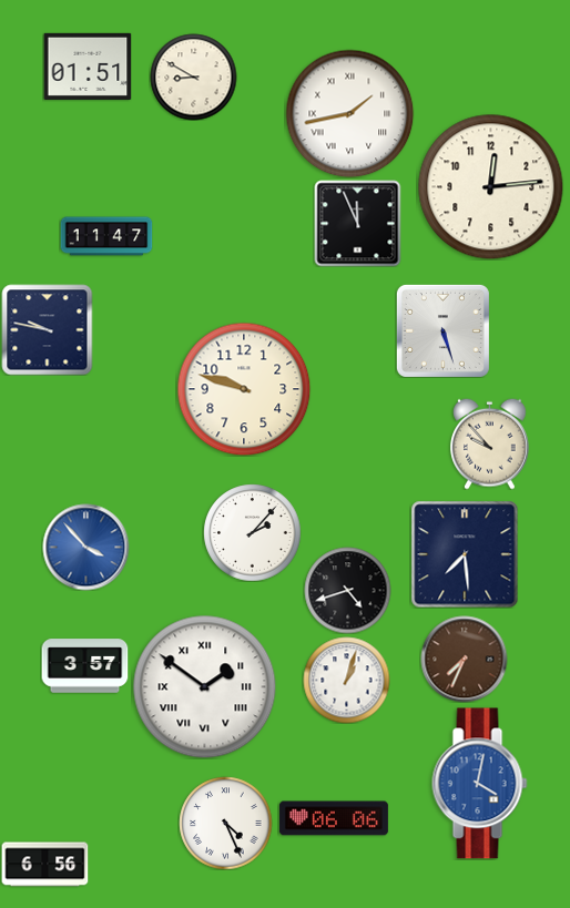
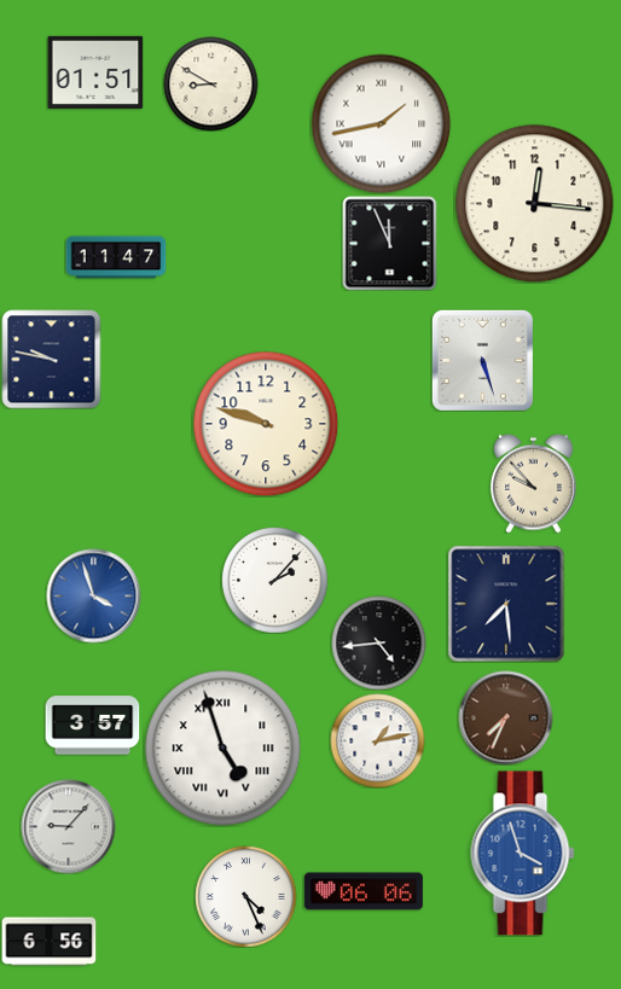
clock at (491, 187): 12:14 -> 12:16
clock at (85, 547): 3:53 -> 3:57
clock at (347, 590): 4:42 -> 4:44
clock at (346, 680): 1:03 -> 1:13
clock at (204, 686): 1:51 -> 4:57
clock at (68, 826): none -> 9:07
clock at (480, 784): 4:02 -> 3:57
